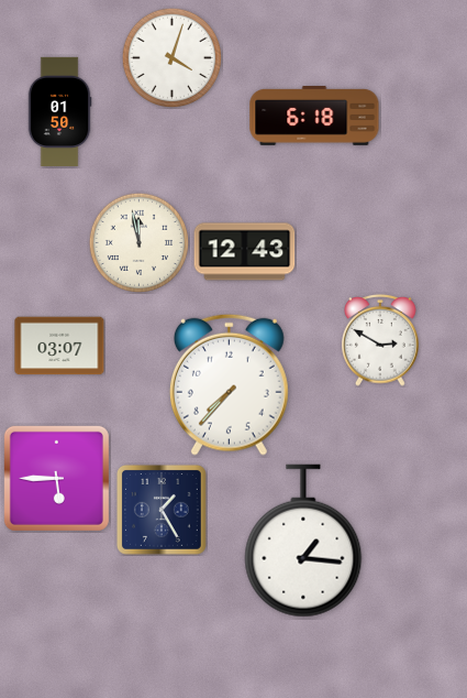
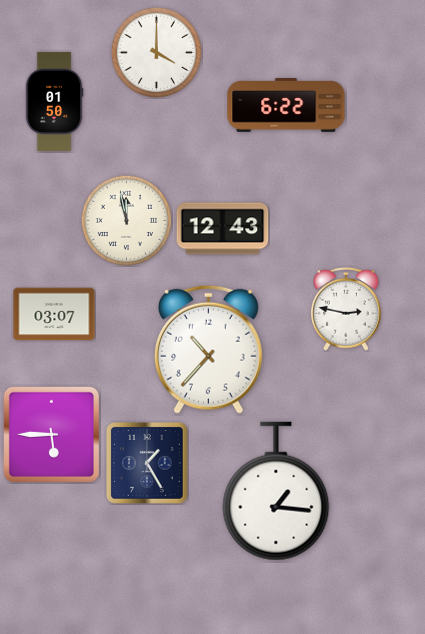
clock at (171, 57): 4:03 -> 4:00
clock at (314, 117): 6:18 -> 6:22
clock at (380, 340): 2:50 -> 2:47
clock at (229, 384): 7:37 -> 10:37
